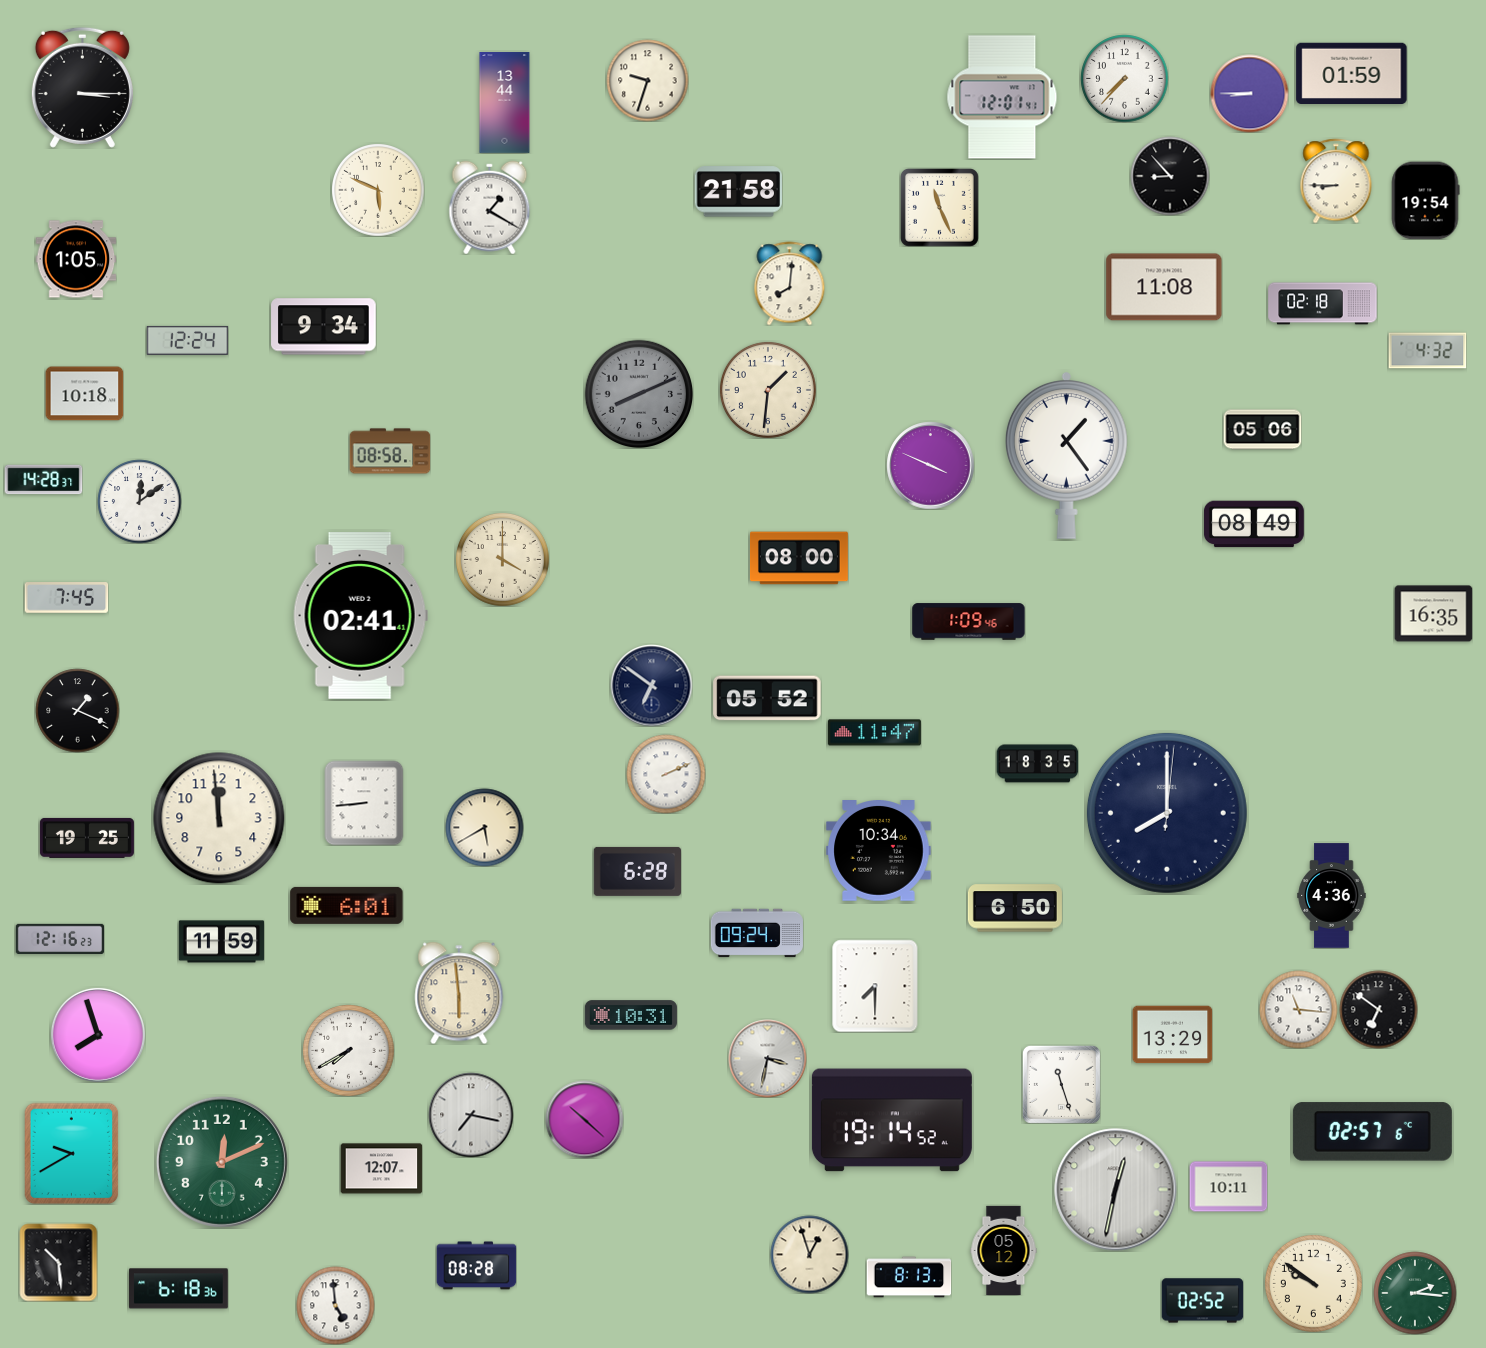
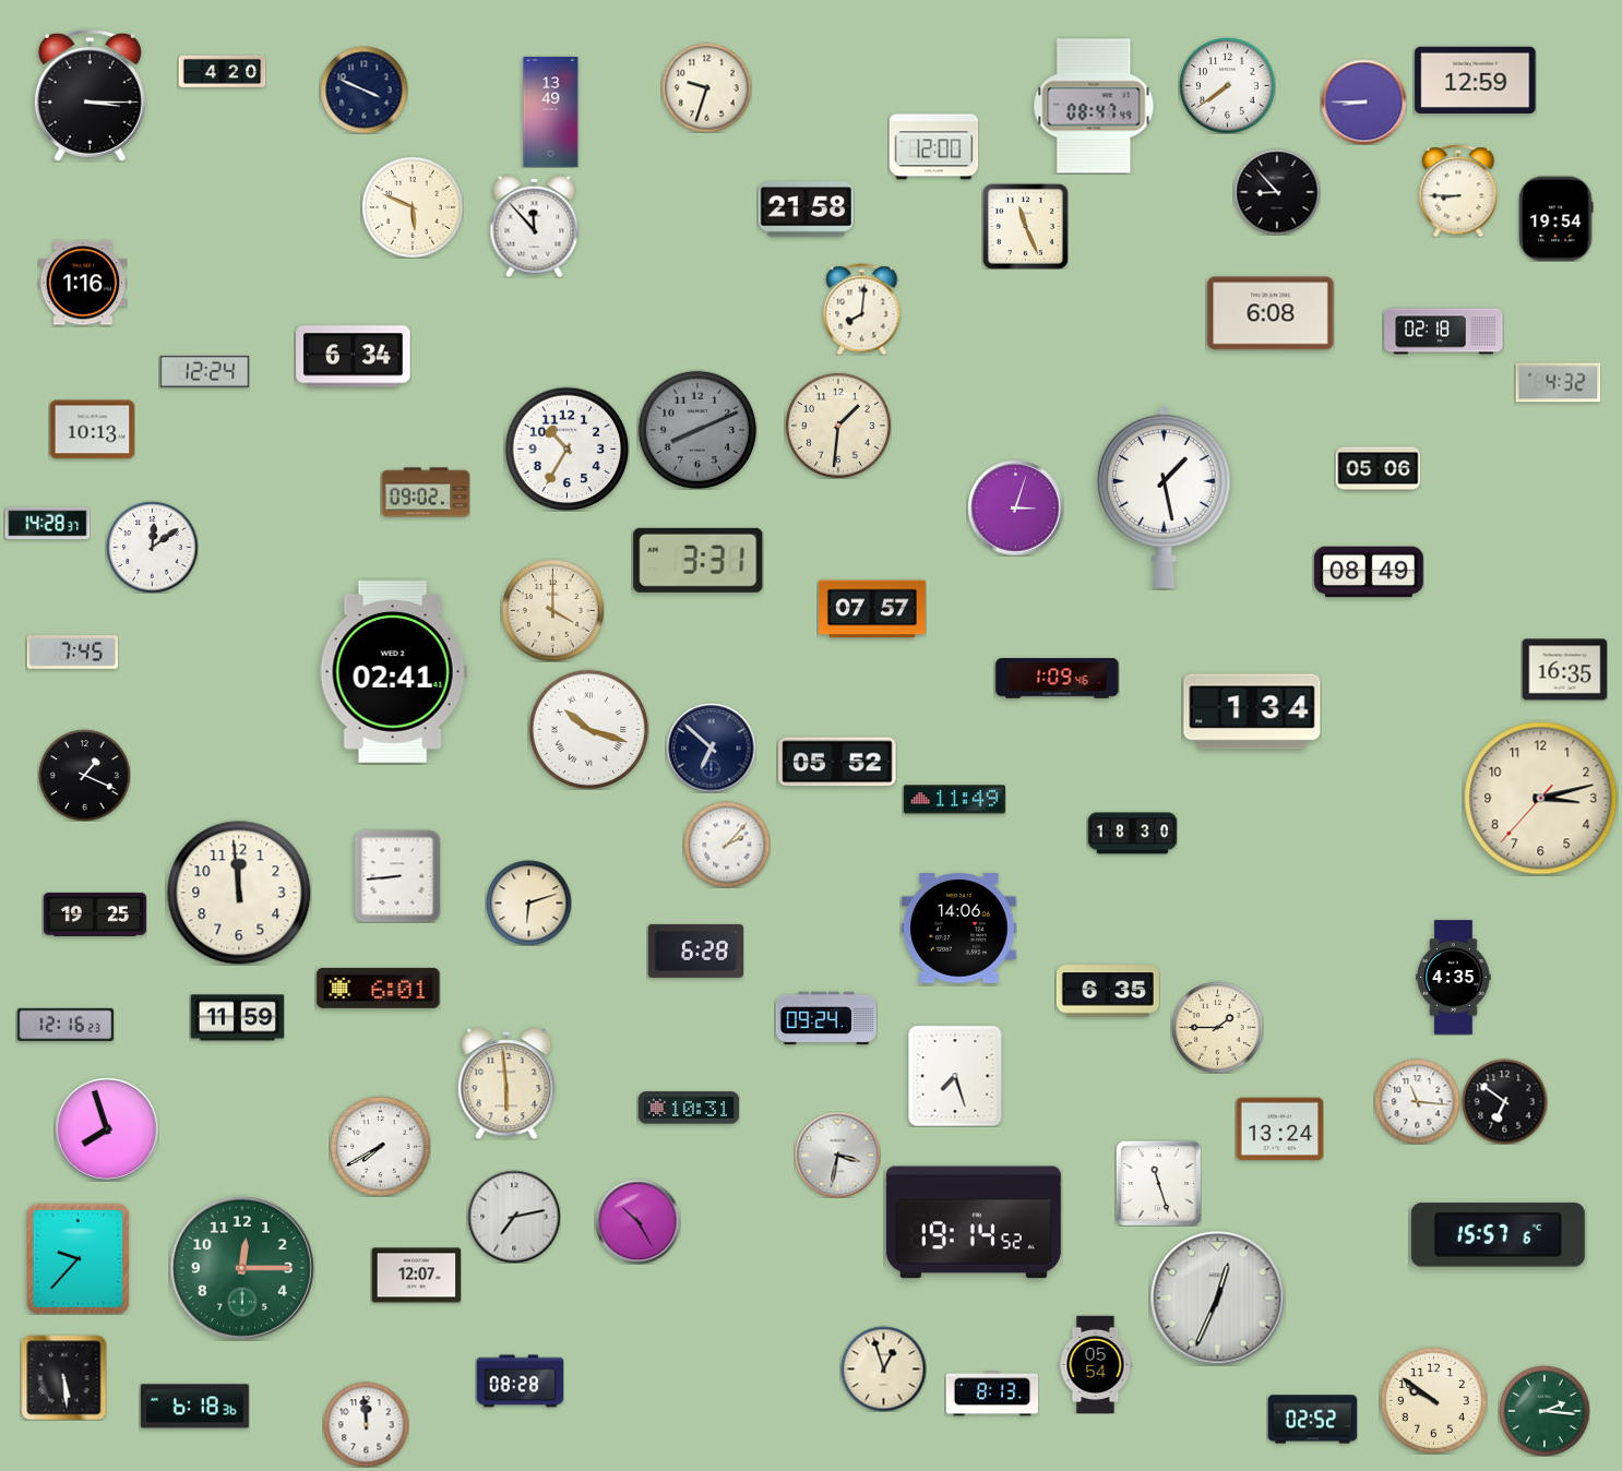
clock at (222, 71): none -> 4:20
clock at (1352, 74): 01:59 -> 12:59
clock at (1124, 78): 7:37 -> 7:39
clock at (363, 89): none -> 3:49
clock at (1002, 97): 12:01 -> 08:47
clock at (505, 103): 13:44 -> 13:49
clock at (933, 147): none -> 12:00
clock at (1336, 181) position: (1336, 181) -> (1458, 191)
clock at (490, 207): 1:20 -> 11:53
clock at (76, 259): 1:05 -> 1:16
clock at (1164, 287): 11:08 -> 6:08
clock at (324, 327): 9:34 -> 6:34
clock at (84, 394): 10:18 -> 10:13
clock at (566, 449): none -> 10:35
clock at (390, 451): 08:58 -> 09:02
clock at (1066, 456): 1:24 -> 1:28
clock at (930, 465): 3:49 -> 3:03
clock at (699, 560): none -> 3:31
clock at (799, 558): 08:00 -> 07:57
clock at (503, 560) position: (503, 560) -> (553, 611)
clock at (1252, 711): none -> 1:34
clock at (588, 729): none -> 10:18
clock at (651, 685): 6:51 -> 6:52
clock at (1541, 799): none -> 3:12
clock at (874, 733): 11:47 -> 11:49
clock at (1037, 764): 18:35 -> 18:30
clock at (666, 774): 2:11 -> 2:07
clock at (1167, 813): 8:00 -> none
clock at (484, 827): 5:40 -> 6:12
clock at (879, 851): 10:34 -> 14:06
clock at (1332, 896): 4:36 -> 4:35
clock at (1015, 908): 6:50 -> 6:35
clock at (1217, 1027): none -> 1:45
clock at (221, 942) position: (221, 942) -> (237, 1018)
clock at (875, 986): 7:30 -> 7:27
clock at (459, 993) position: (459, 993) -> (506, 1084)
clock at (1172, 1035): 13:29 -> 13:24
clock at (471, 1115): 7:17 -> 7:13
clock at (584, 1119): 10:22 -> 10:25
clock at (1372, 1132): 02:57 -> 15:57
clock at (72, 1153): 9:40 -> 9:37
clock at (222, 1162): 12:11 -> 12:15
clock at (1228, 1187): 10:11 -> none
clock at (1116, 1190): 12:32 -> 12:34
clock at (1004, 1250): 05:12 -> 05:54
clock at (58, 1262): 10:29 -> 5:29
clock at (335, 1305): 4:59 -> 11:59
